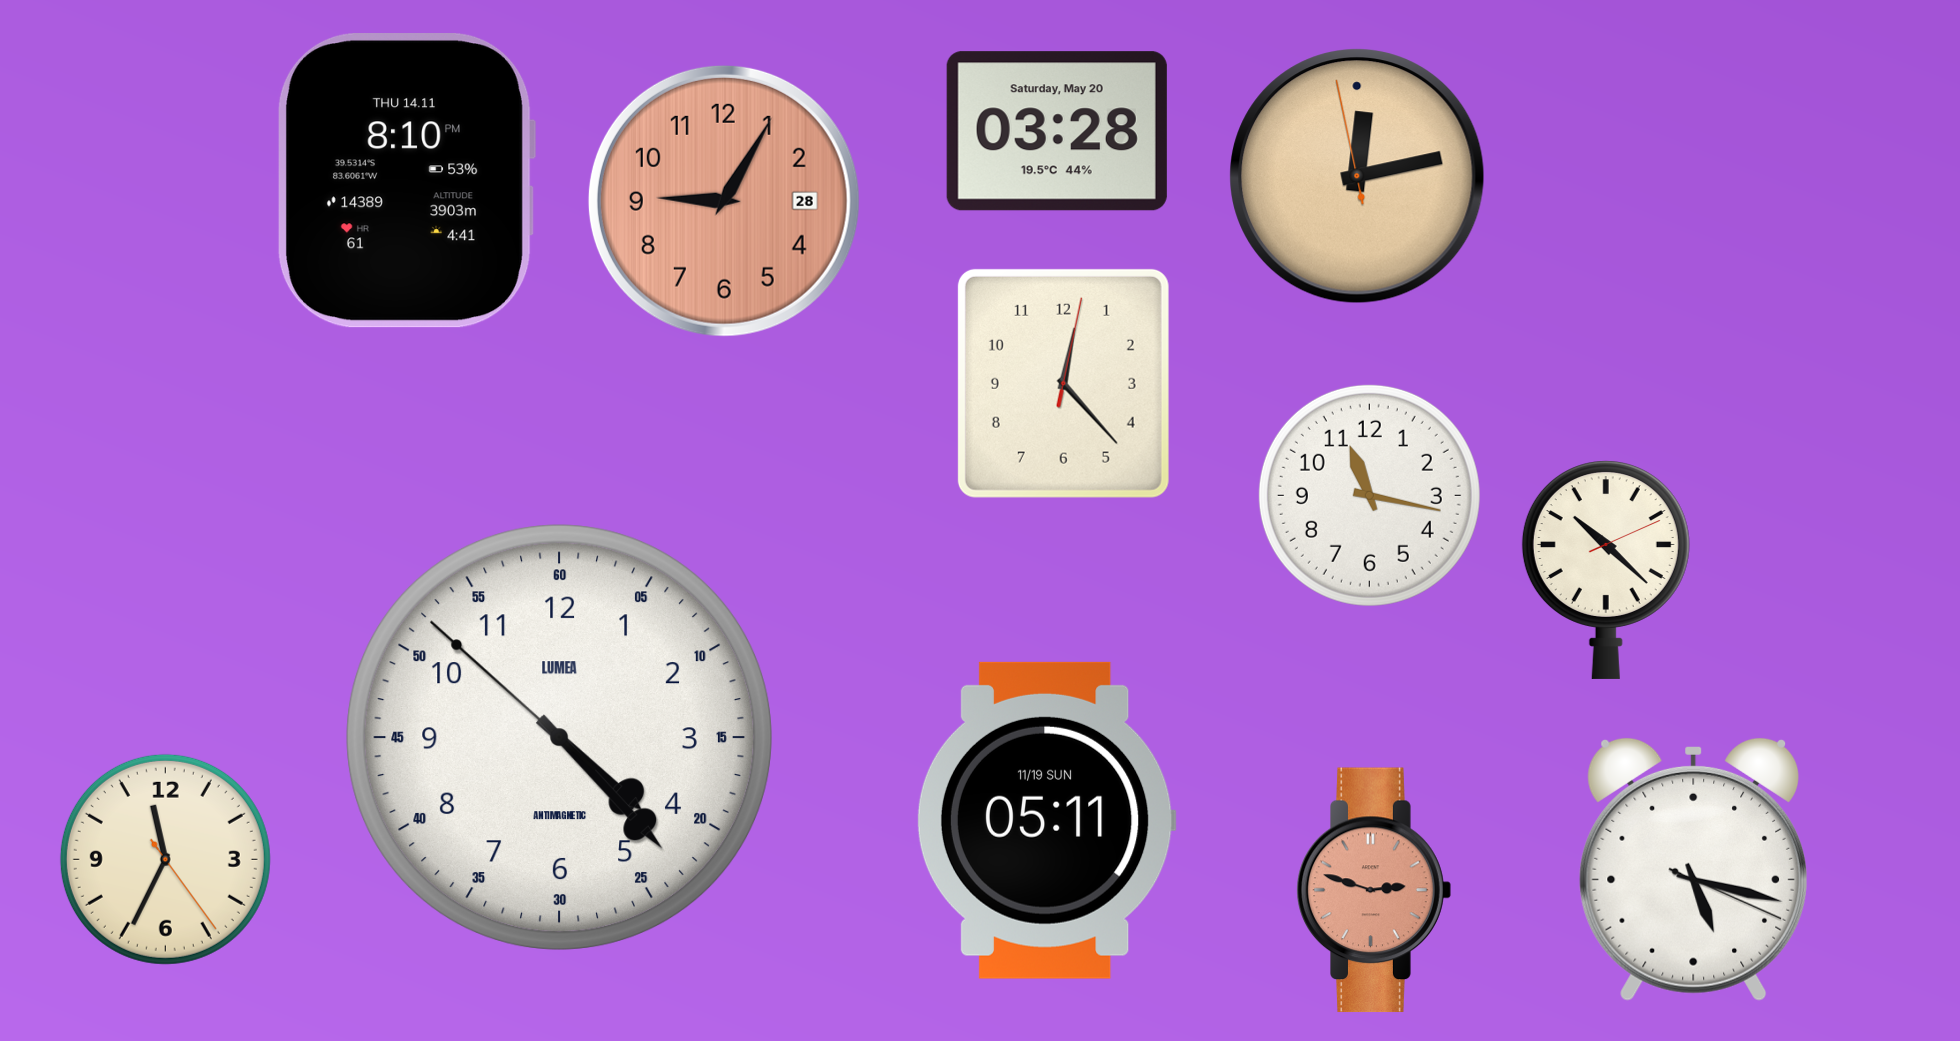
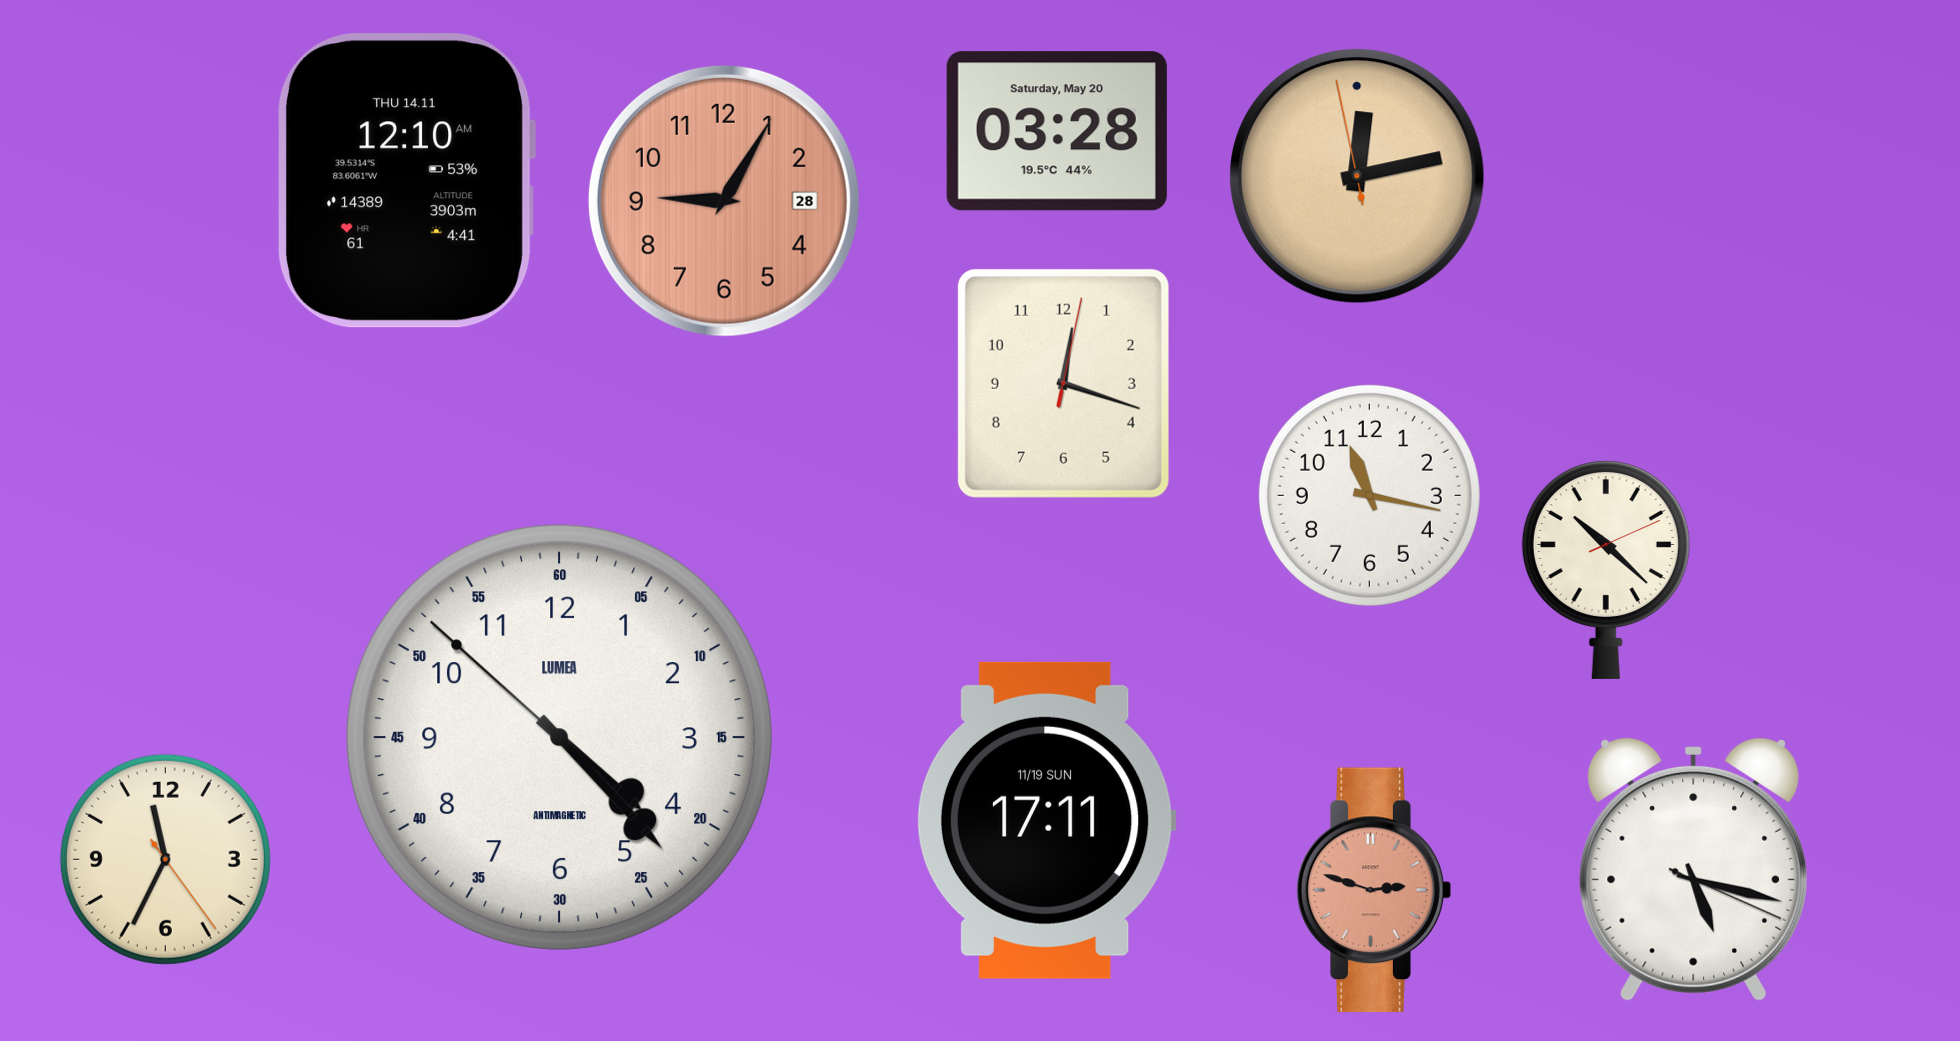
clock at (405, 181): 8:10 -> 12:10
clock at (1063, 383): 12:23 -> 12:18
clock at (1046, 820): 05:11 -> 17:11
